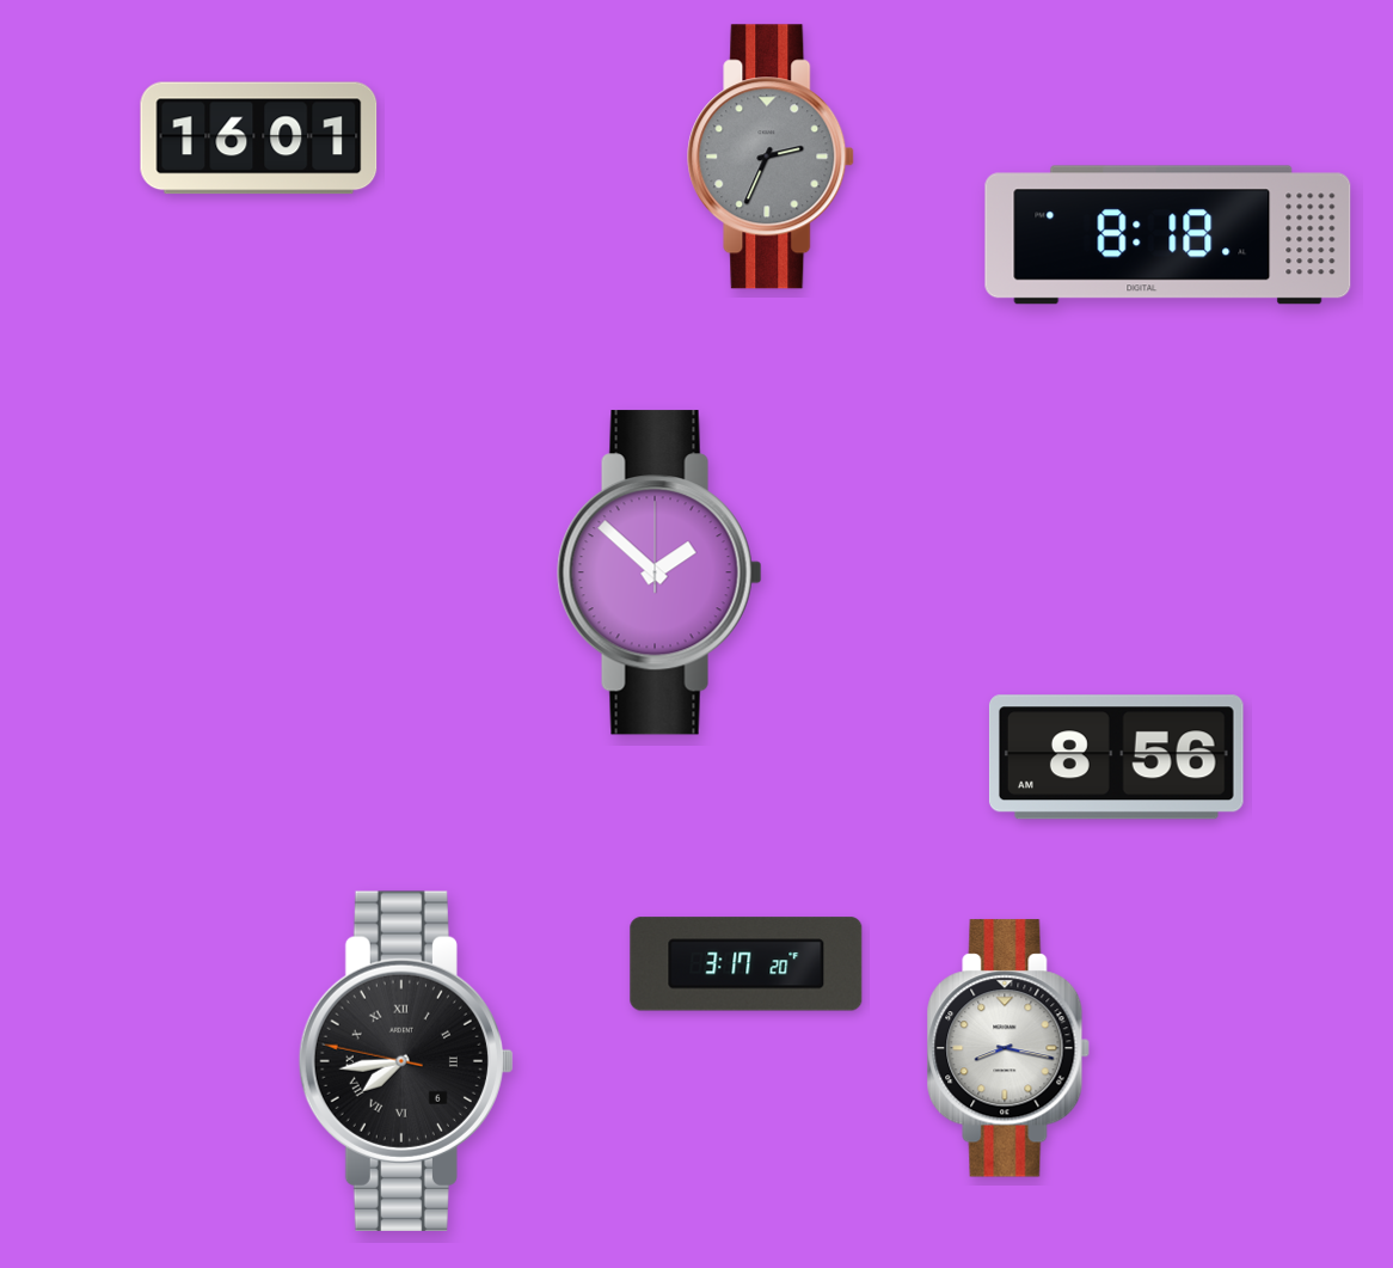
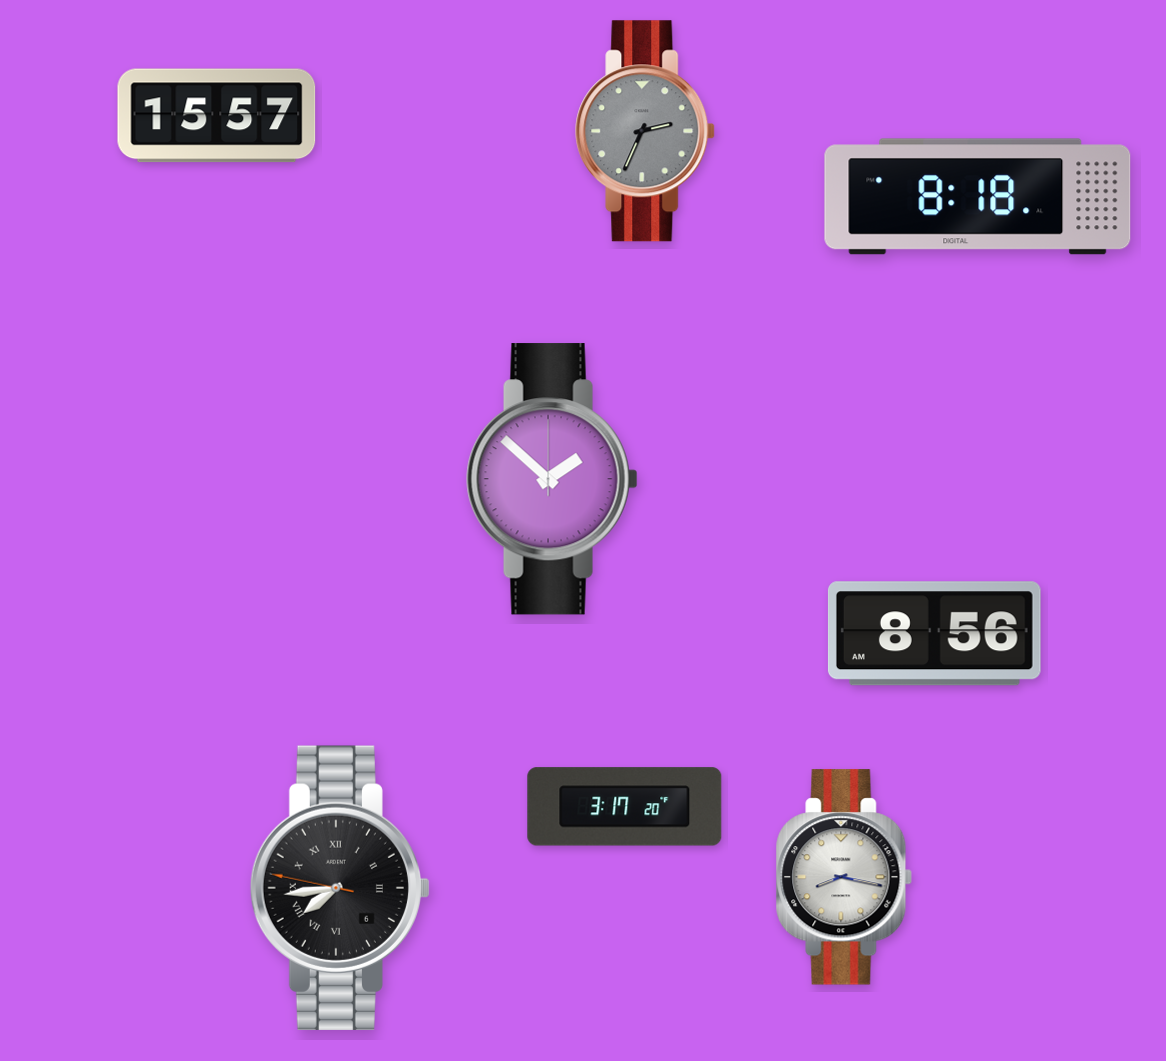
clock at (259, 139): 16:01 -> 15:57
